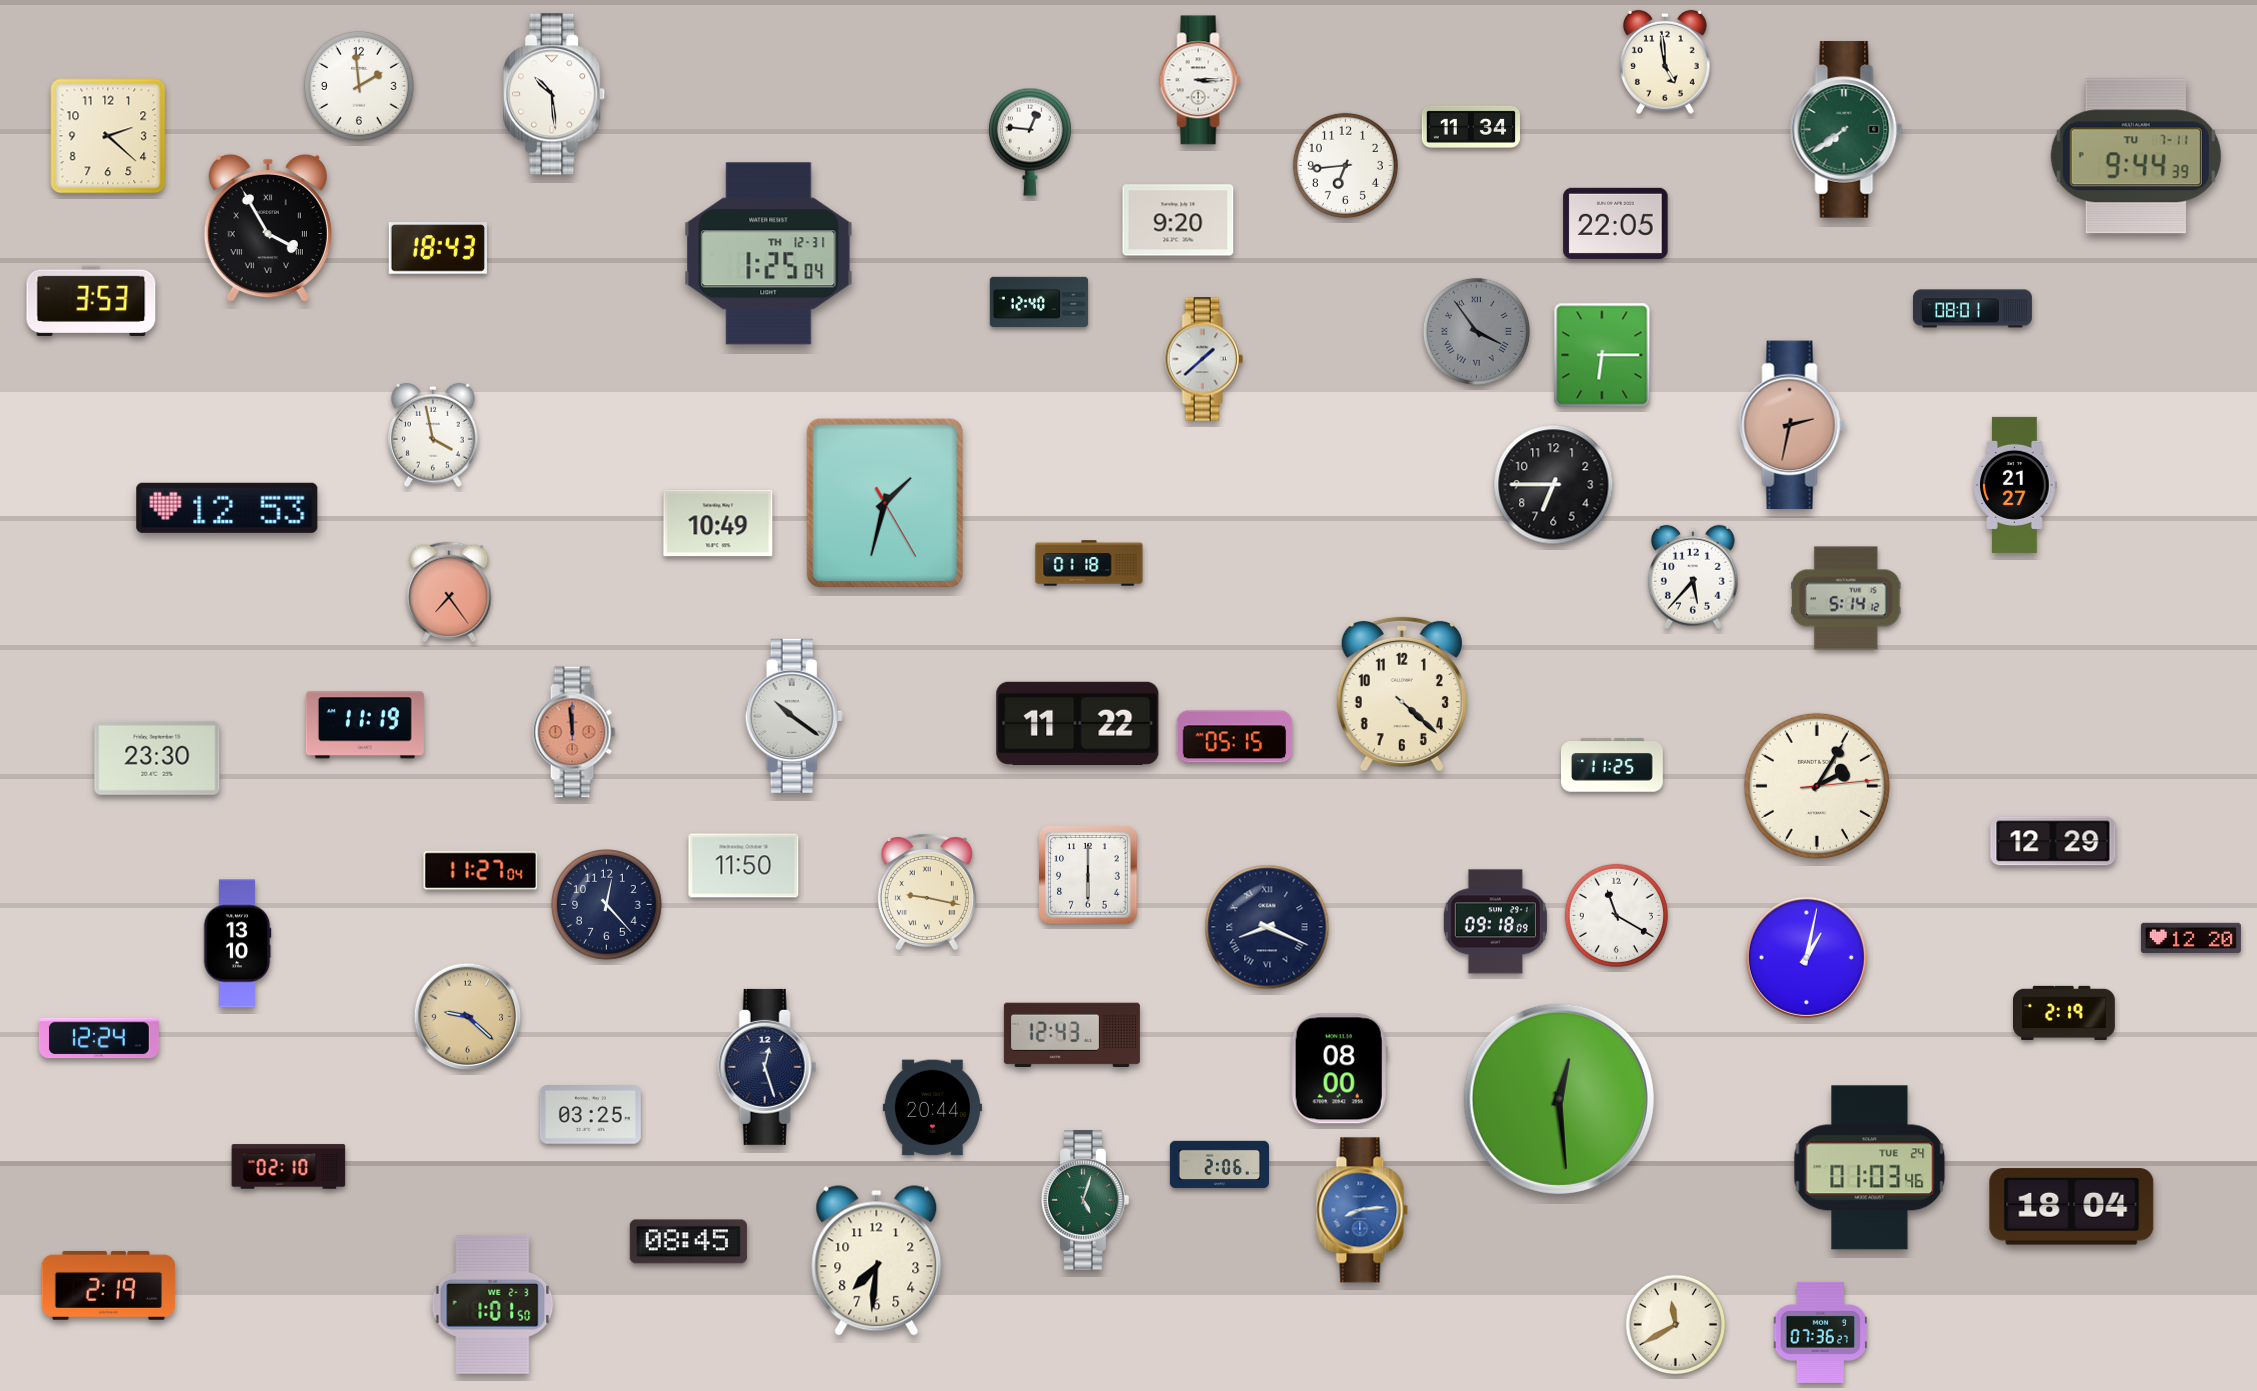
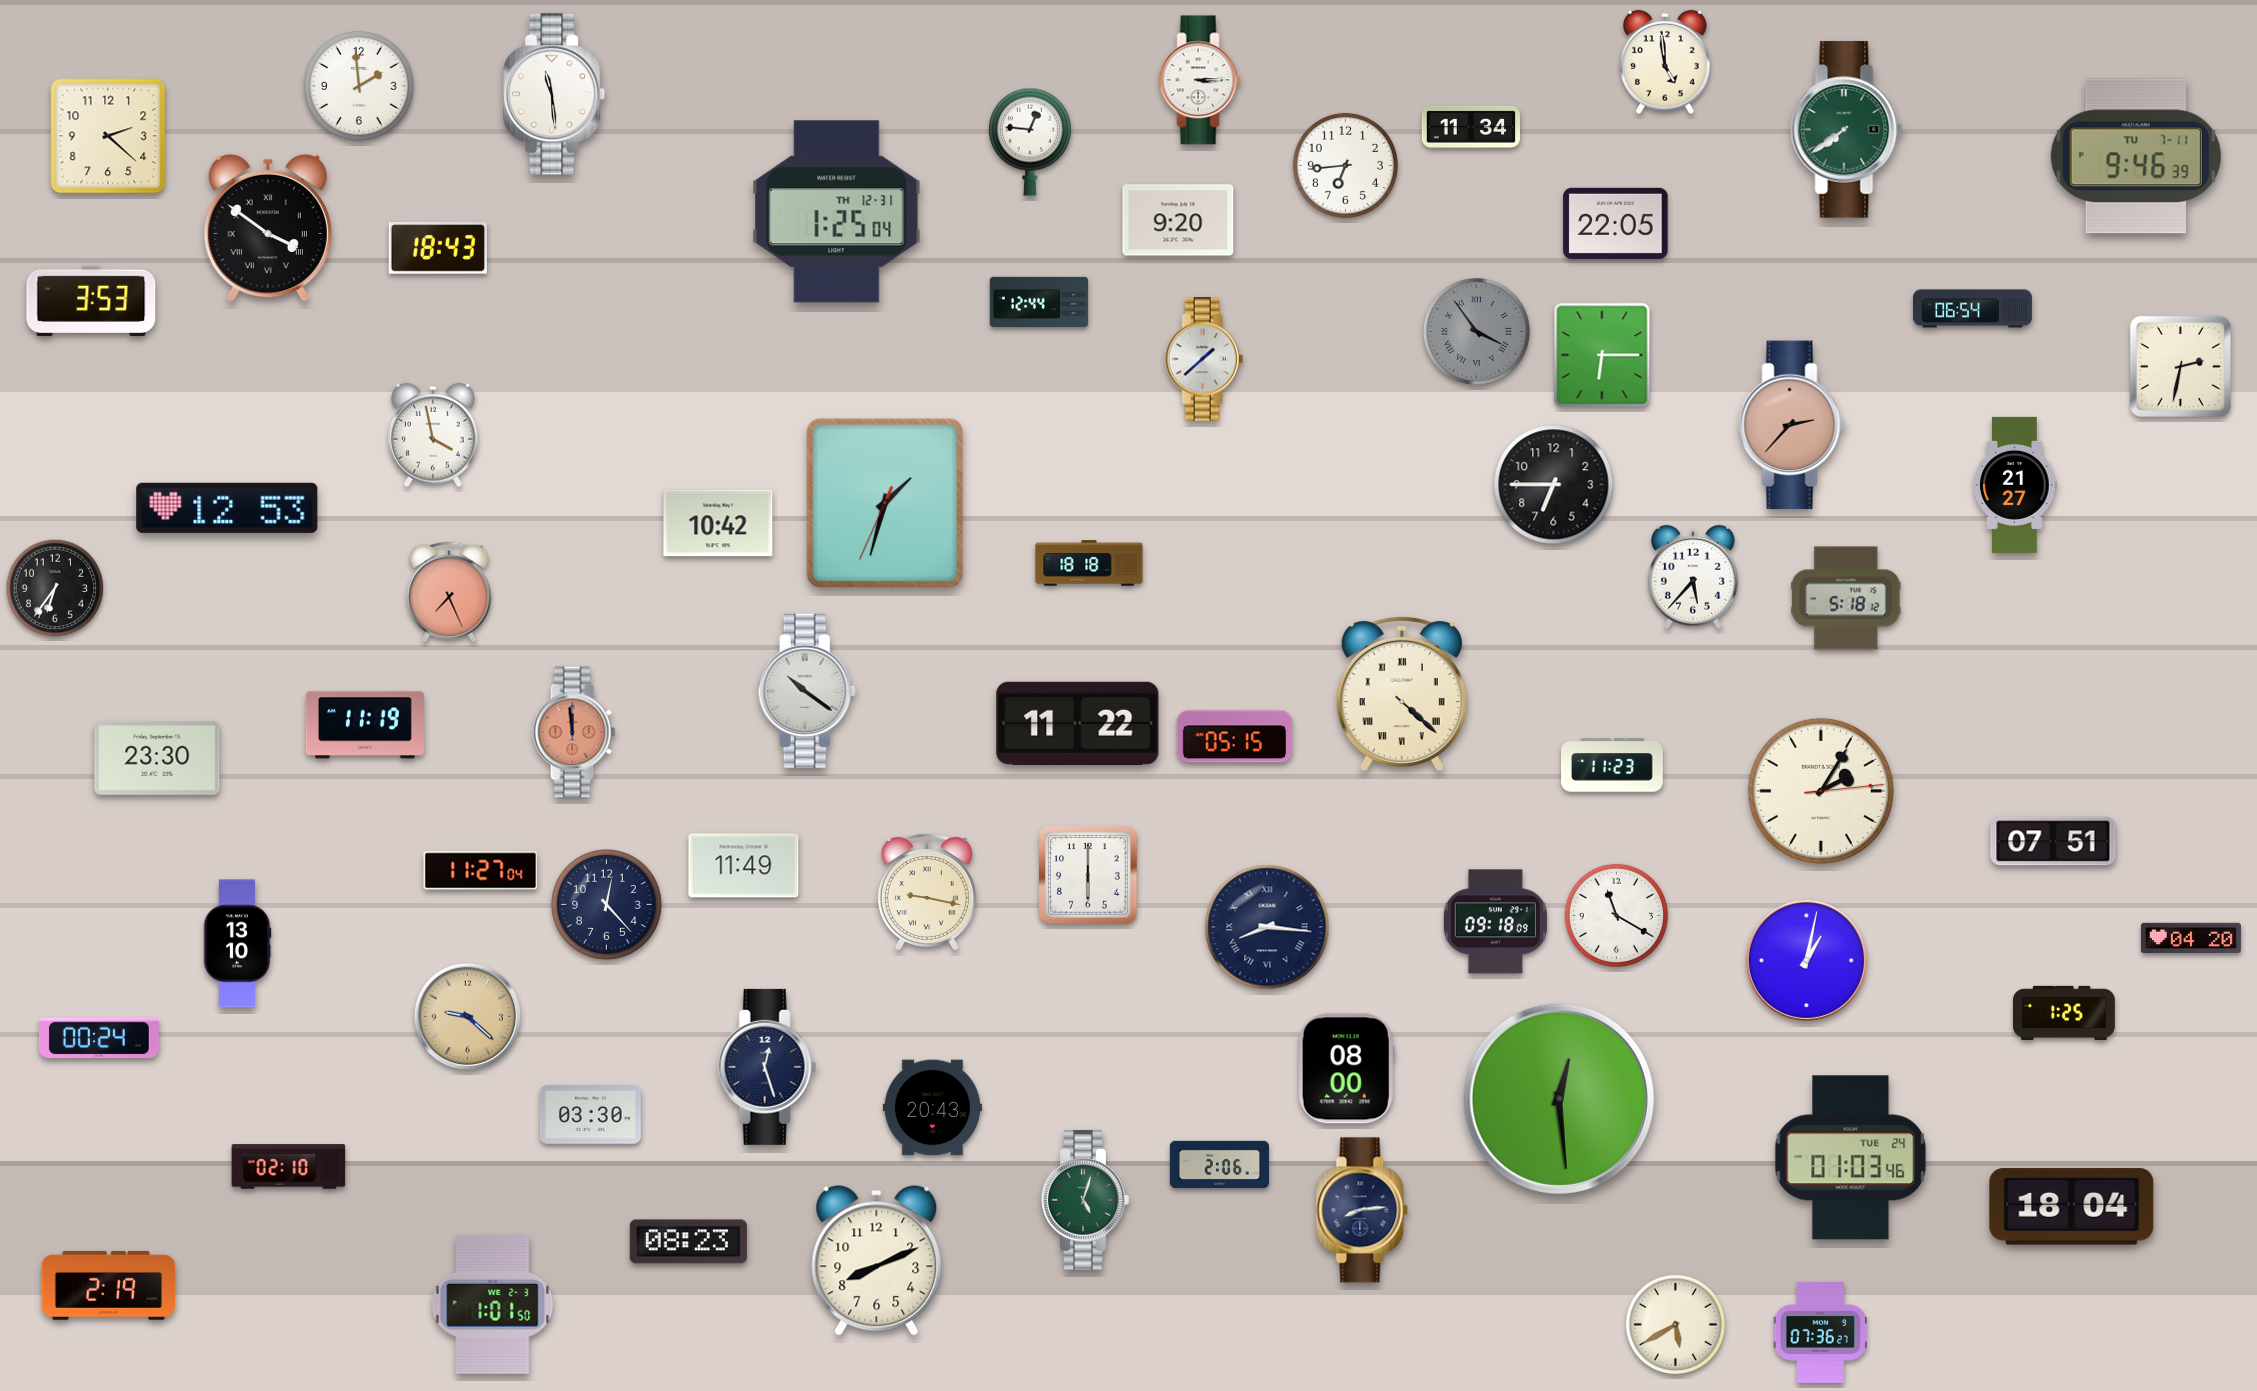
clock at (555, 94): 10:29 -> 11:29
clock at (2136, 156): 9:44 -> 9:46
clock at (268, 228): 3:55 -> 3:51
clock at (769, 254) position: (769, 254) -> (837, 212)
clock at (1039, 302): 12:40 -> 12:44
clock at (1972, 309): 08:01 -> 06:54
clock at (2180, 366): none -> 2:32
clock at (1792, 425): 2:32 -> 2:37
clock at (885, 503): 1:32:25 -> 1:32:34
clock at (718, 523): 10:49 -> 10:42
clock at (1089, 563): 01:18 -> 18:18
clock at (55, 588): none -> 6:36
clock at (449, 592): 7:24 -> 7:26
clock at (1847, 598): 5:14 -> 5:18
clock at (1402, 694) numerals: Arabic -> Roman
clock at (794, 716) position: (794, 716) -> (807, 691)
clock at (1613, 765): 11:25 -> 11:23
clock at (1817, 786) position: (1817, 786) -> (1821, 791)
clock at (2053, 841): 12:29 -> 07:51
clock at (744, 866): 11:50 -> 11:49
clock at (1267, 927): 8:19 -> 8:16
clock at (2191, 938): 12:20 -> 04:20
clock at (1806, 957) position: (1806, 957) -> (1806, 960)
clock at (2065, 1013): 2:19 -> 1:25
clock at (1072, 1035): 12:43 -> none
clock at (99, 1038): 12:24 -> 00:24
clock at (1339, 1069) position: (1339, 1069) -> (1346, 1069)
clock at (932, 1108): 20:44 -> 20:43
clock at (590, 1115): 03:25 -> 03:30
clock at (1870, 1168) position: (1870, 1168) -> (1851, 1158)
clock at (1362, 1210) dial: blue -> navy
clock at (688, 1242): 08:45 -> 08:23
clock at (877, 1261): 7:31 -> 8:11
clock at (1676, 1325): 11:40 -> 5:40
